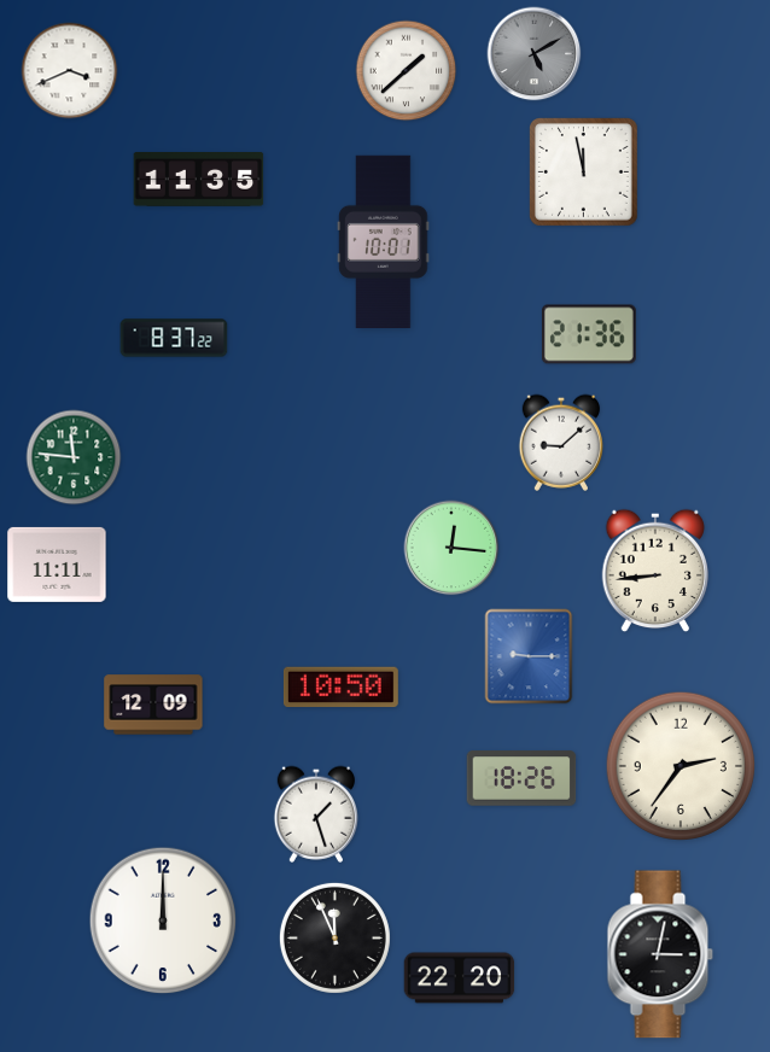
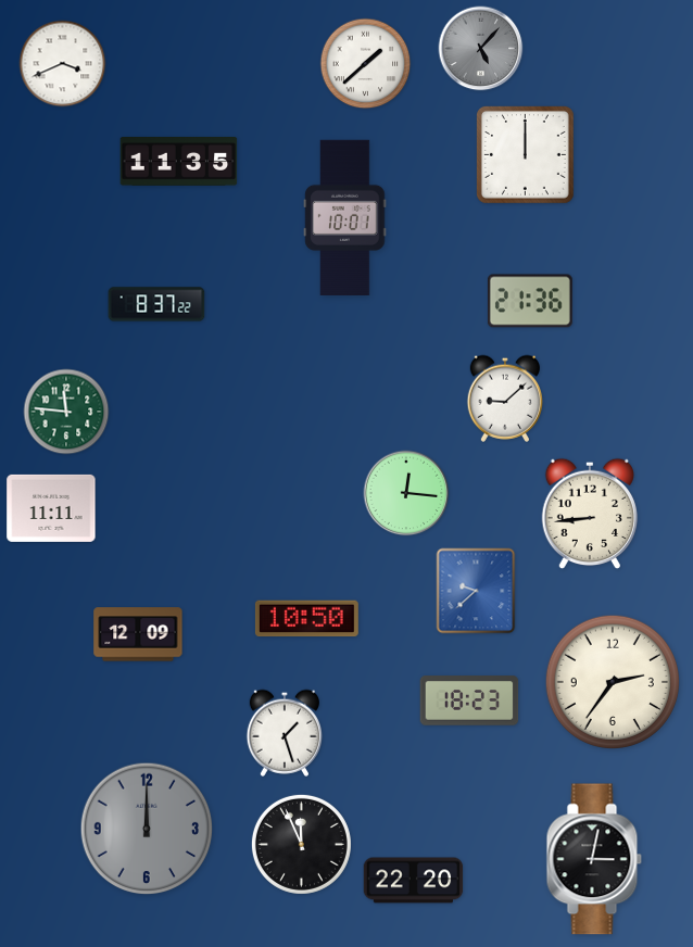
clock at (535, 54): 5:10 -> 5:07
clock at (584, 173): 11:58 -> 12:00
clock at (529, 656): 9:15 -> 9:38
clock at (679, 765) position: (679, 765) -> (612, 681)
clock at (521, 778): 18:26 -> 18:23
clock at (163, 920) dial: white -> grey
